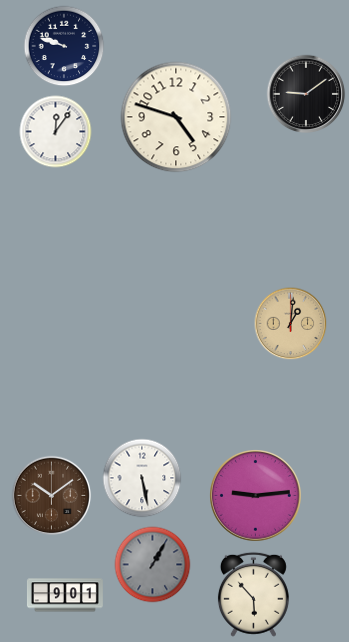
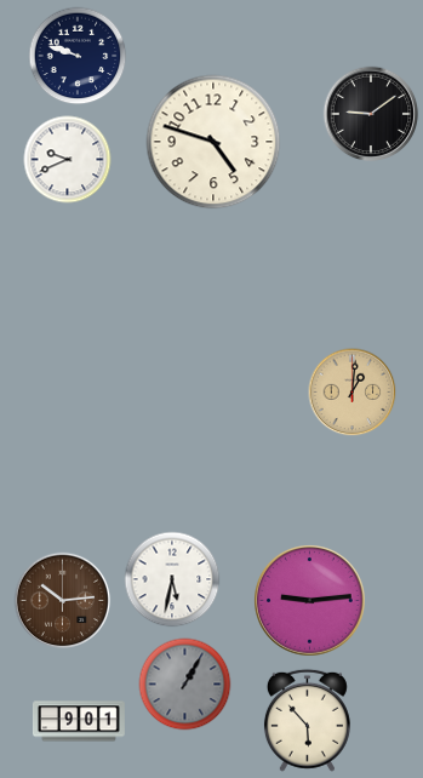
clock at (56, 132): 12:06 -> 9:41
clock at (142, 478): 5:28 -> 5:32
clock at (52, 496): 10:09 -> 10:14
